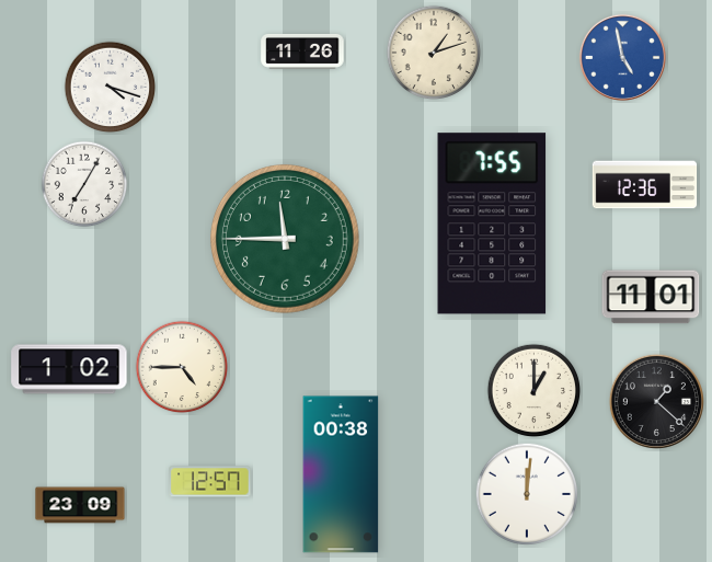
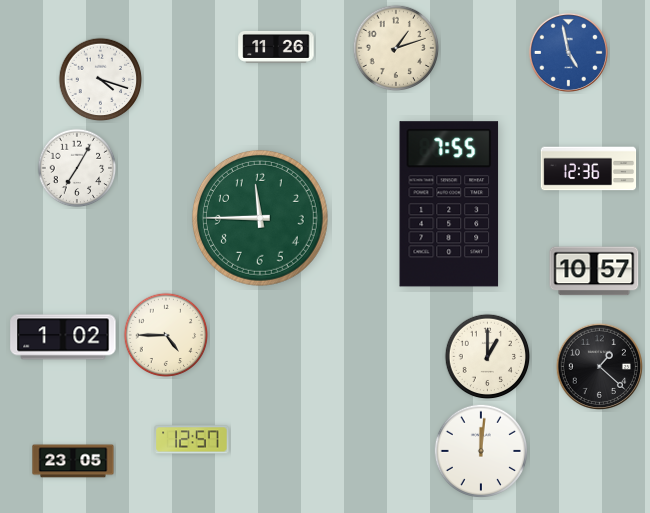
clock at (651, 297): 11:01 -> 10:57
clock at (341, 474): 00:38 -> none
clock at (80, 505): 23:09 -> 23:05
